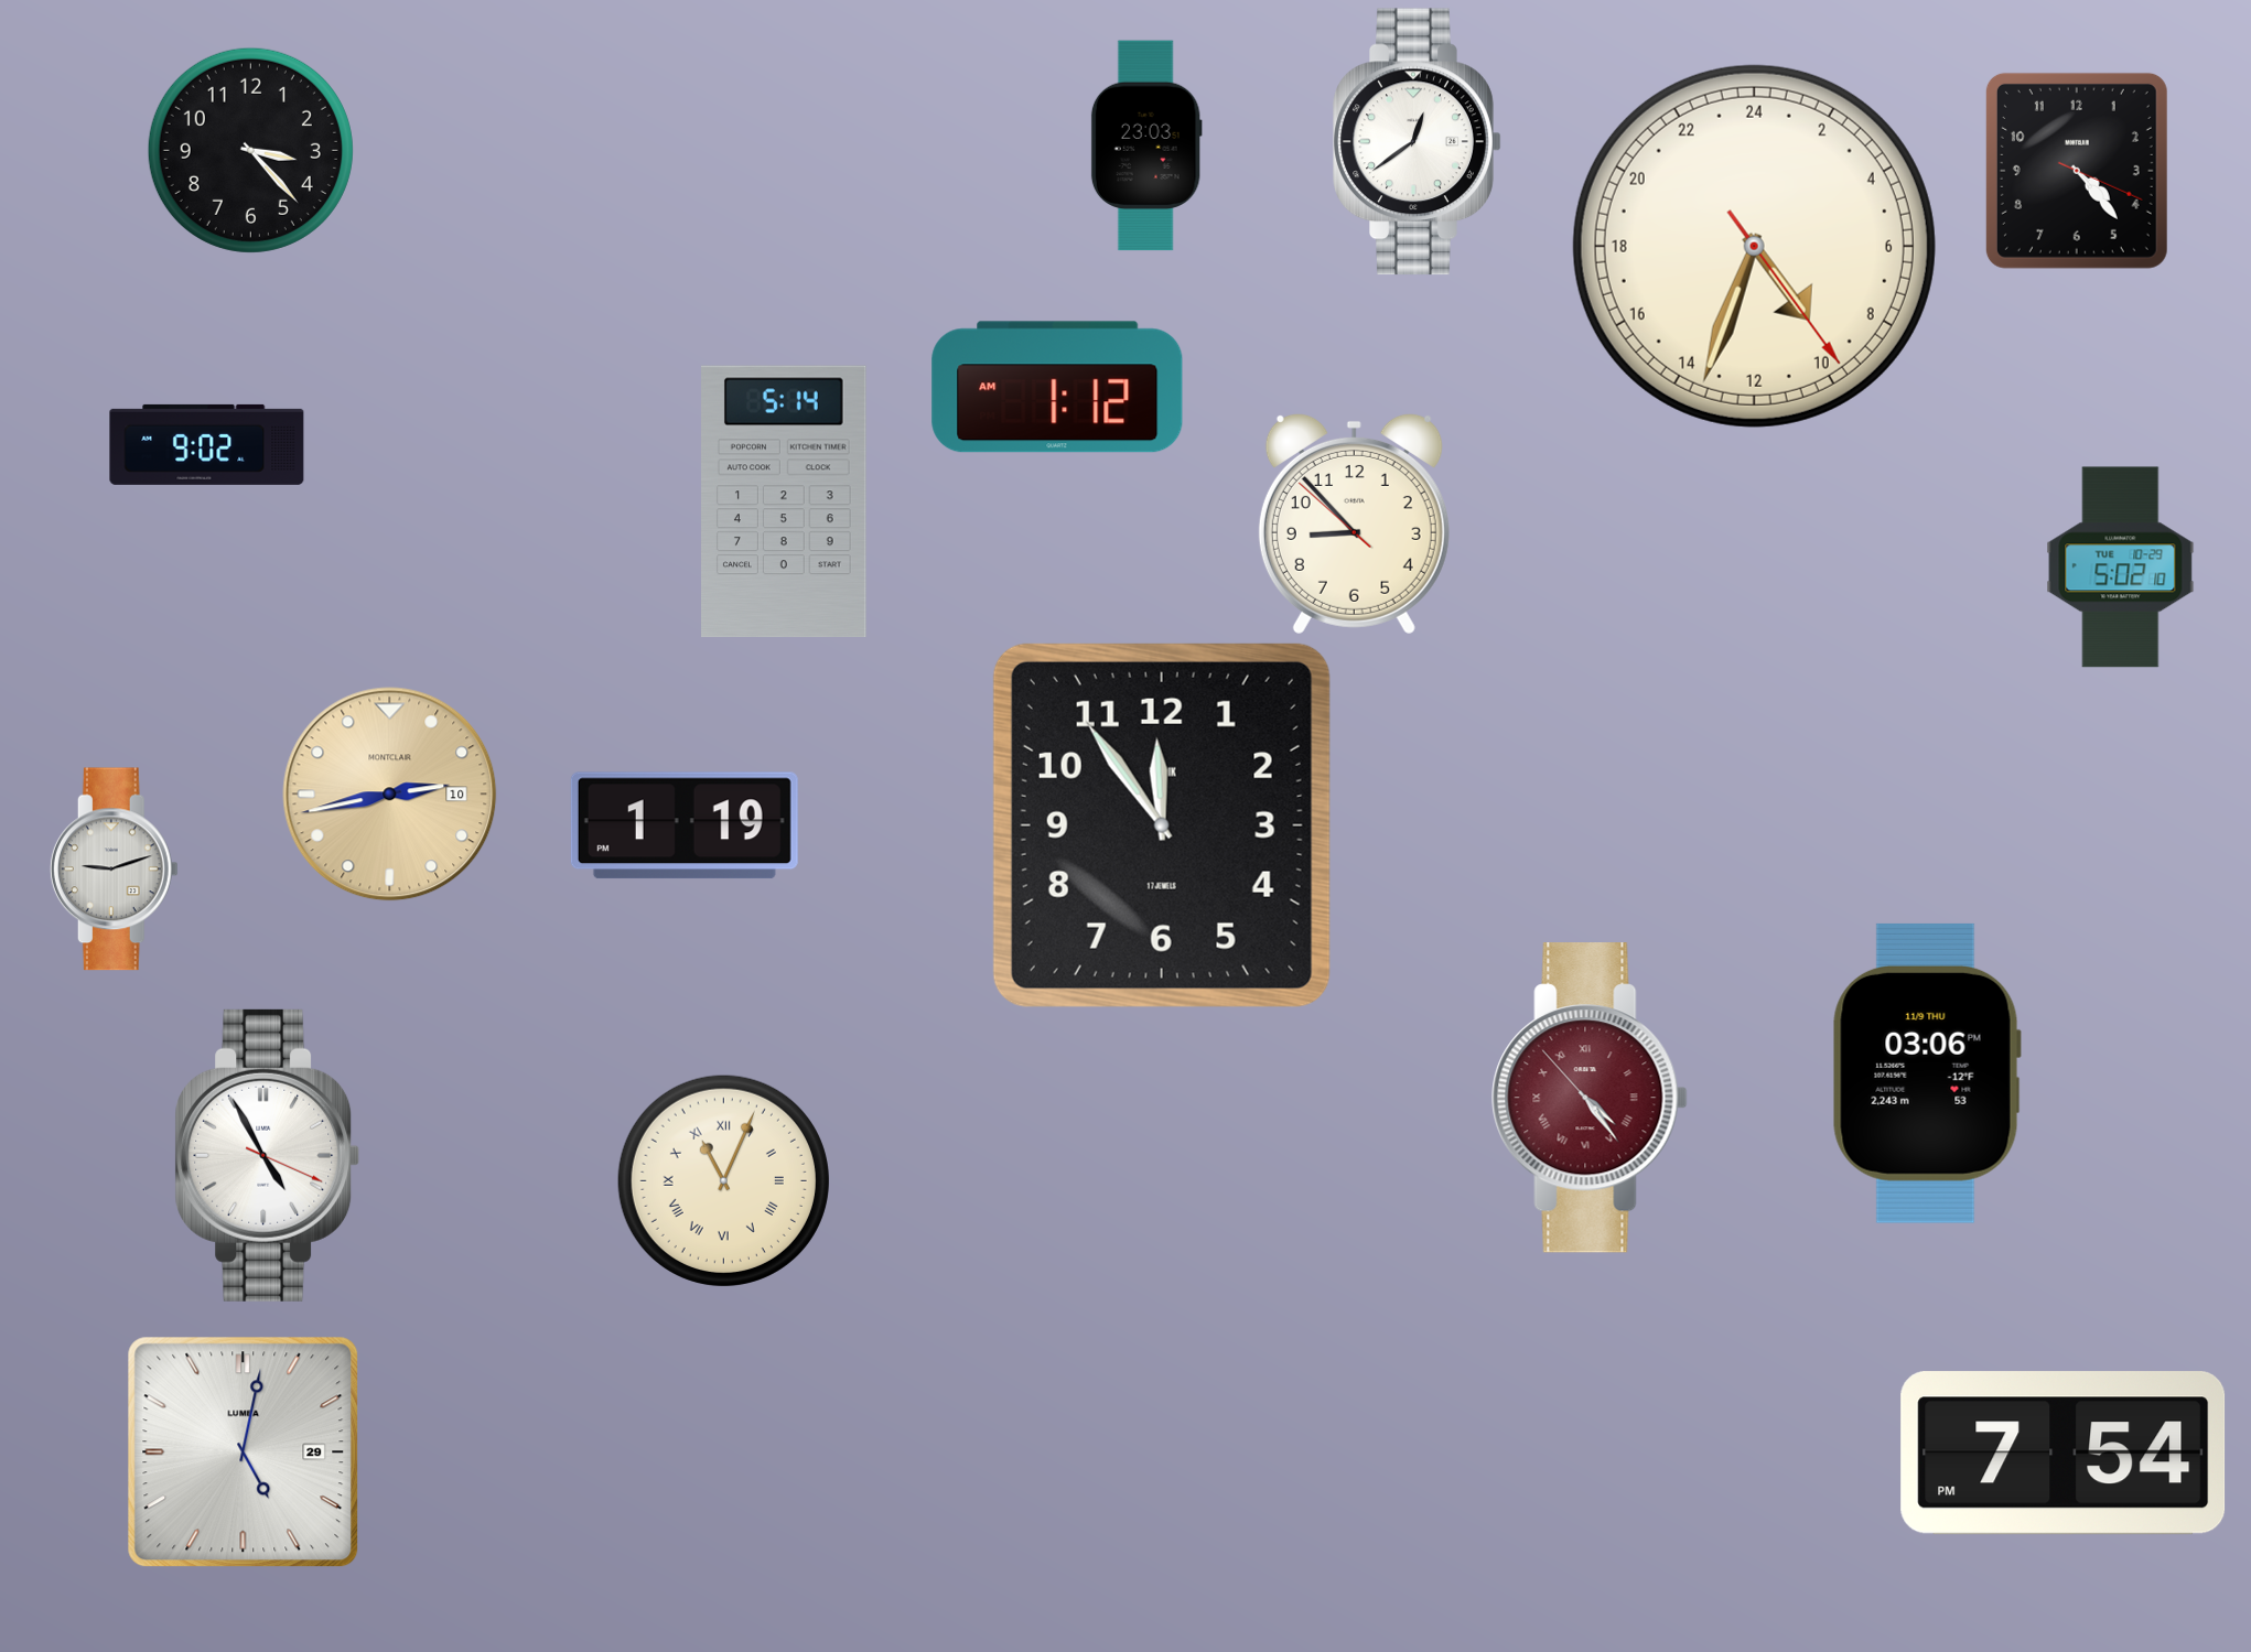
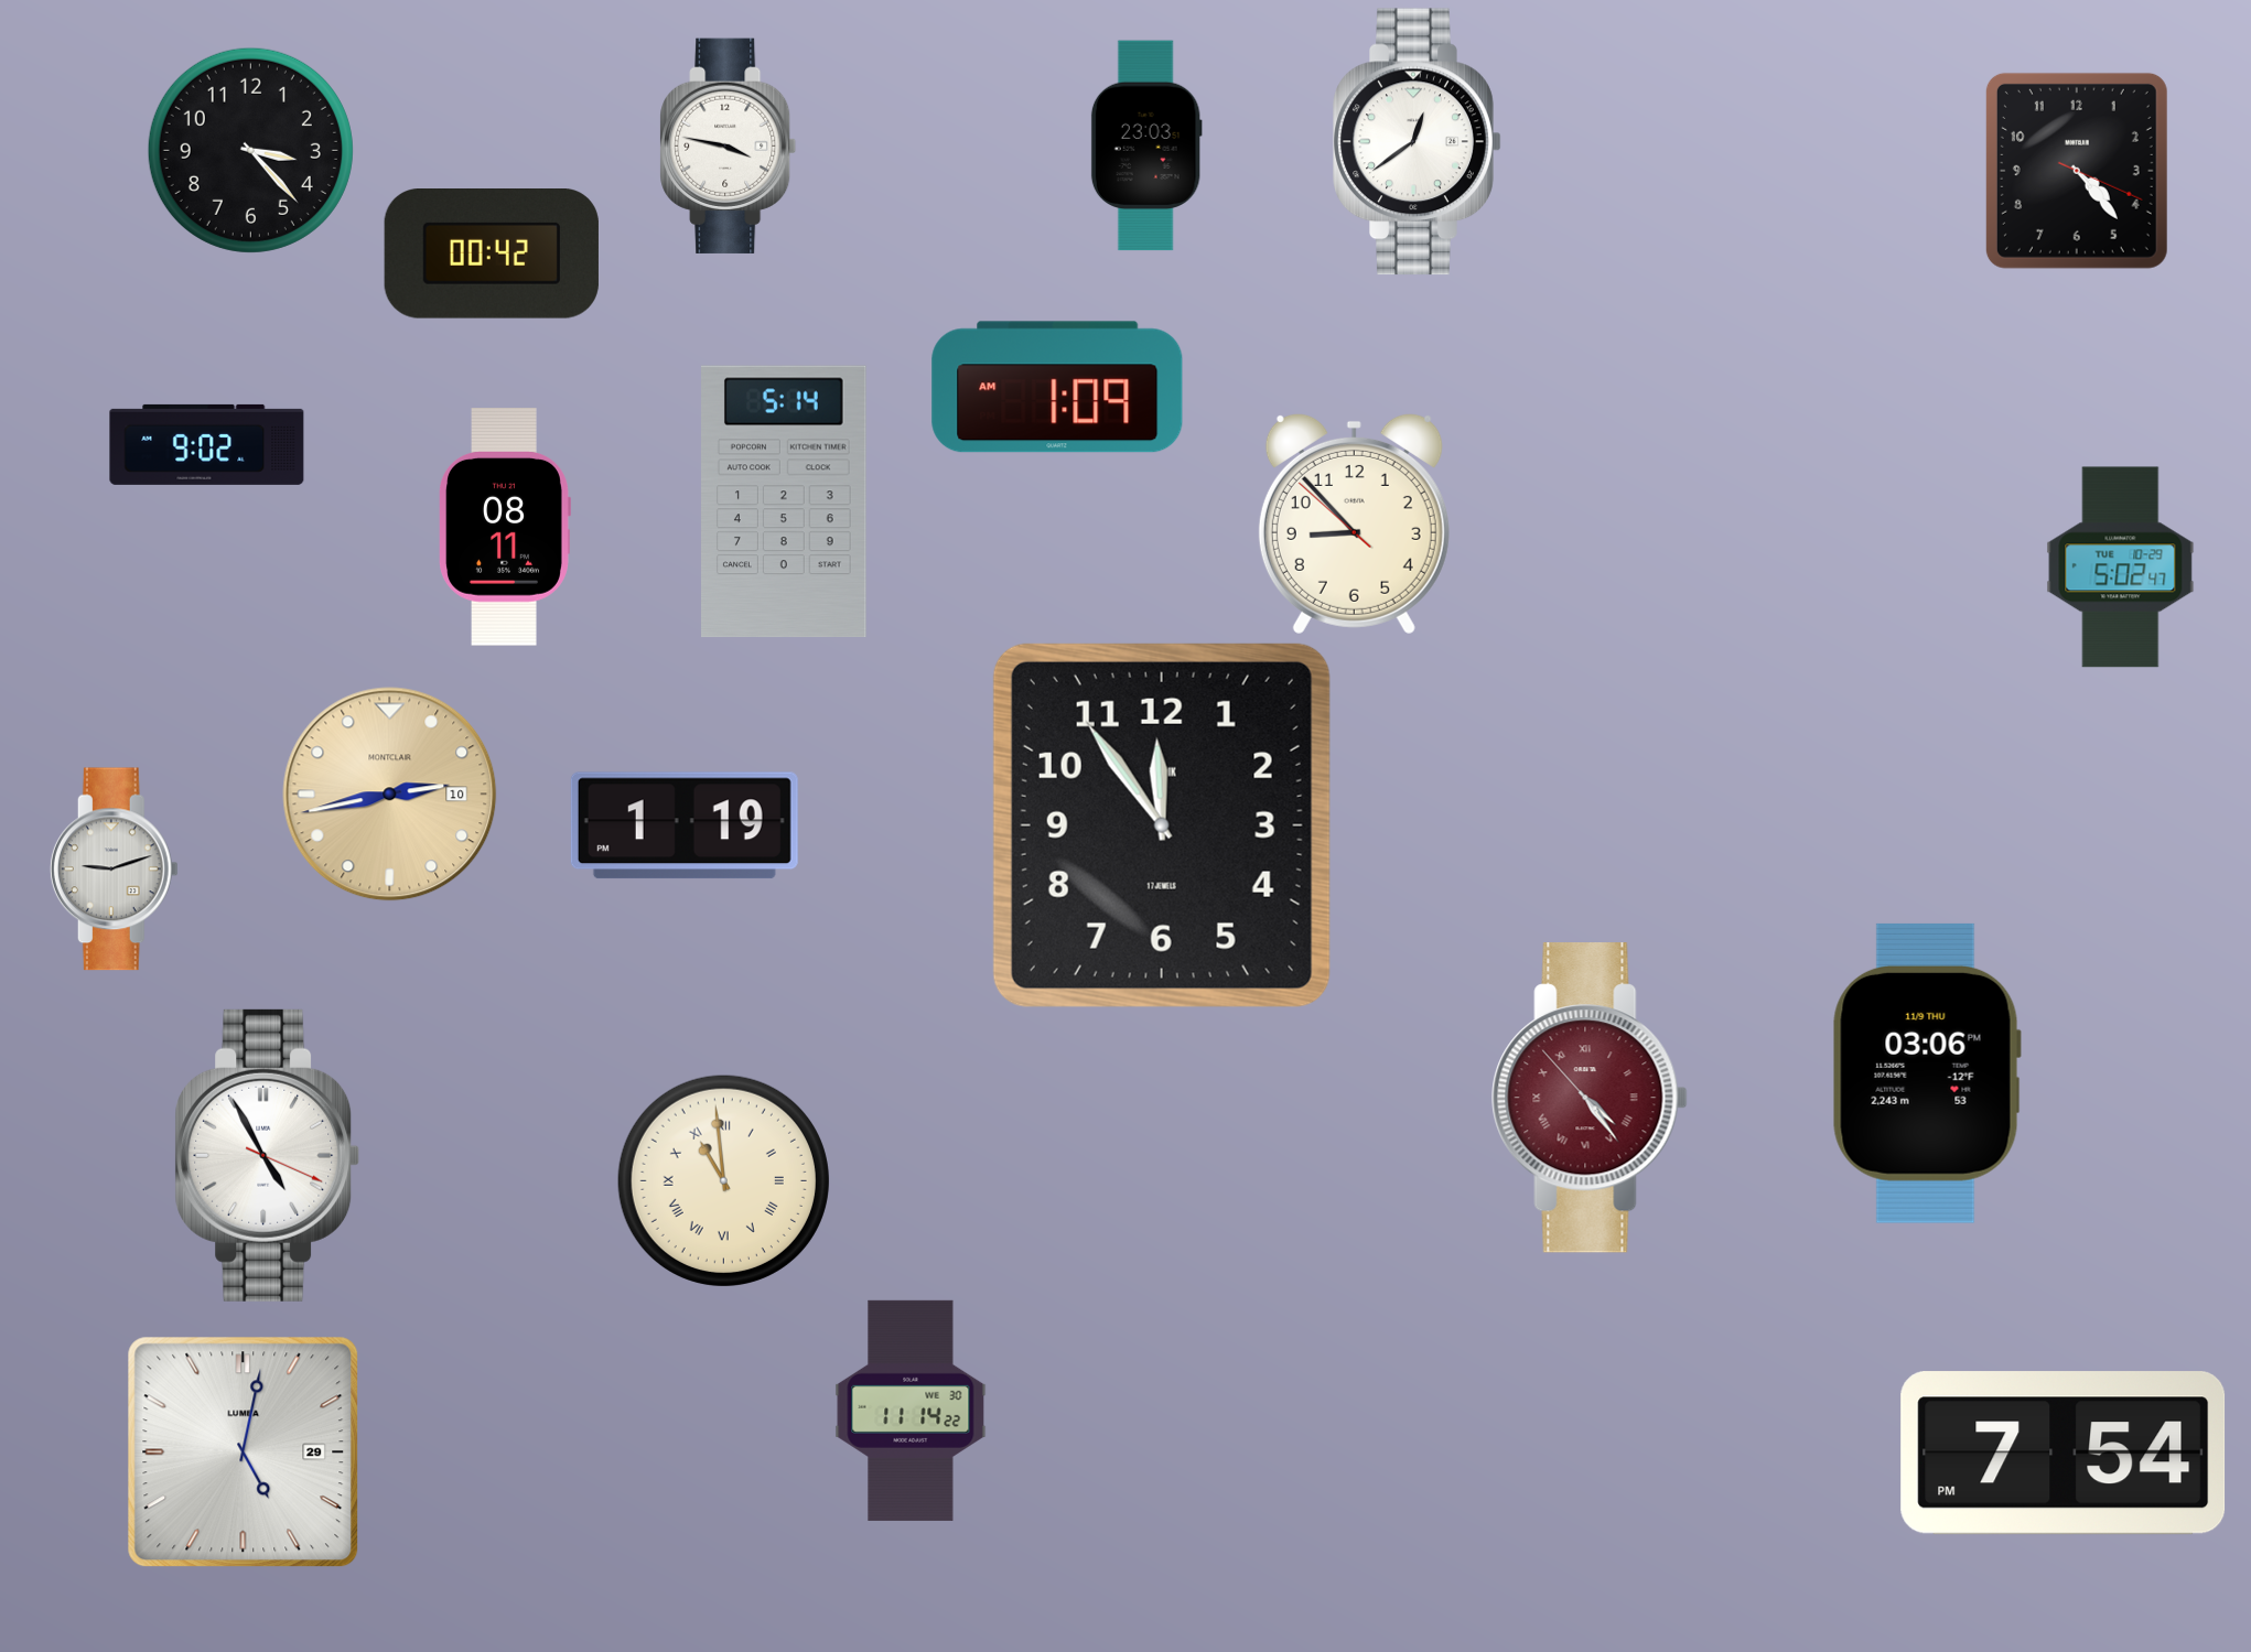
clock at (729, 145): none -> 3:47
clock at (1754, 246): 9:33 -> none
clock at (492, 255): none -> 00:42
clock at (1057, 387): 1:12 -> 1:09
clock at (505, 527): none -> 08:11
clock at (2121, 568): 5:02:10 -> 5:02:47
clock at (723, 1180): 11:04 -> 10:59
clock at (911, 1411): none -> 11:14
